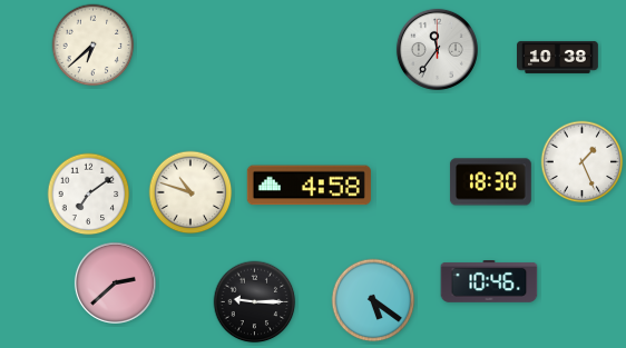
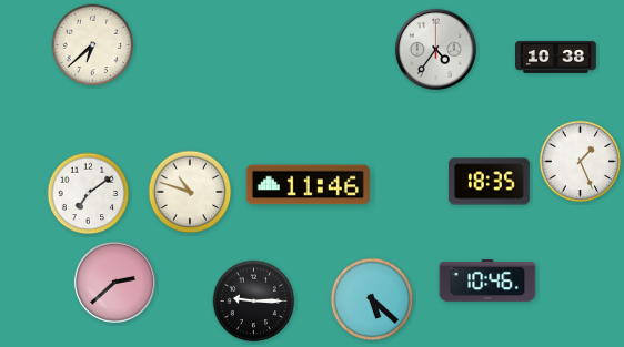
clock at (437, 49): 11:36 -> 4:36
clock at (490, 182): 18:30 -> 18:35
clock at (309, 186): 4:58 -> 11:46
clock at (373, 300): 5:21 -> 5:22
